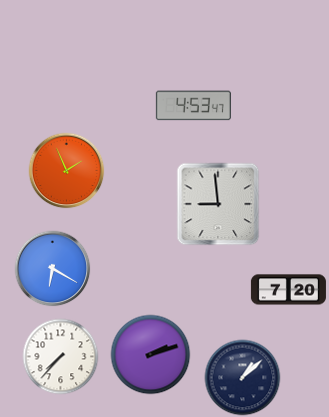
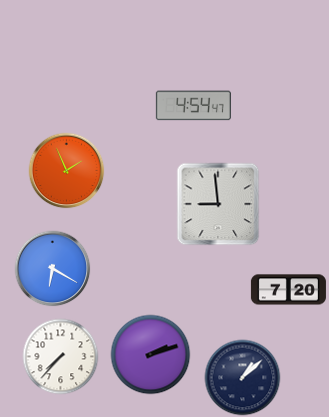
clock at (193, 106): 4:53 -> 4:54
